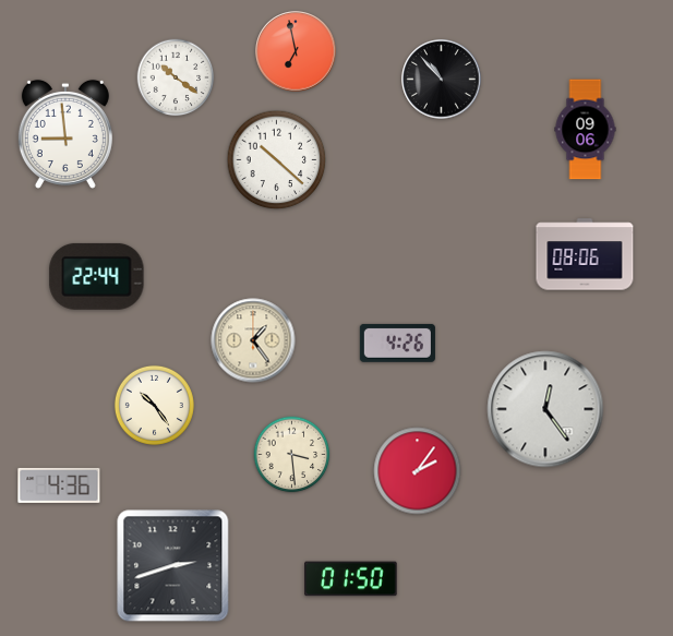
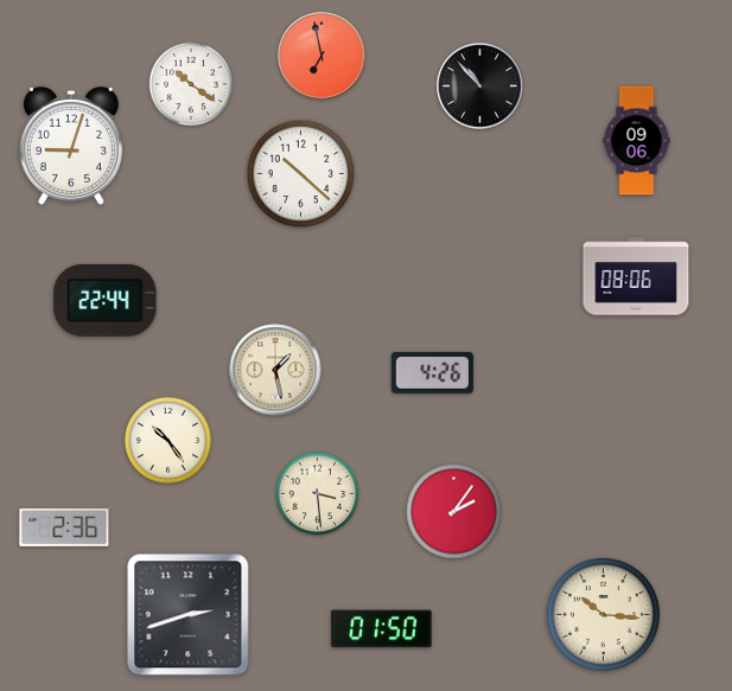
clock at (65, 134): 8:59 -> 9:03
clock at (253, 340): 1:24 -> 1:28
clock at (545, 409): 12:24 -> none
clock at (59, 485): 4:36 -> 2:36
clock at (603, 614): none -> 10:16
